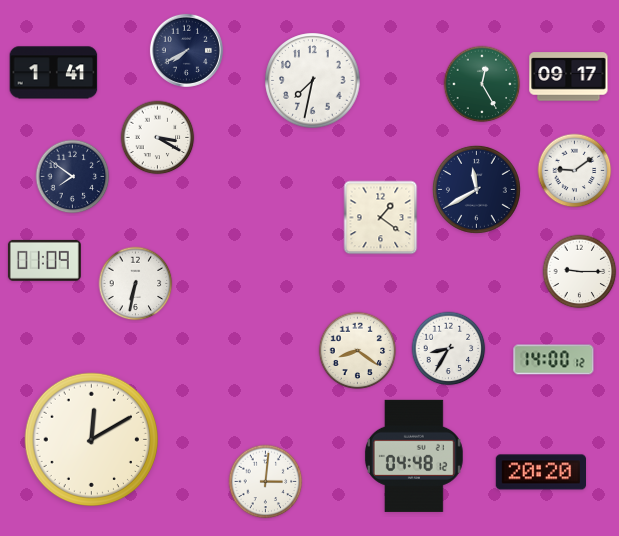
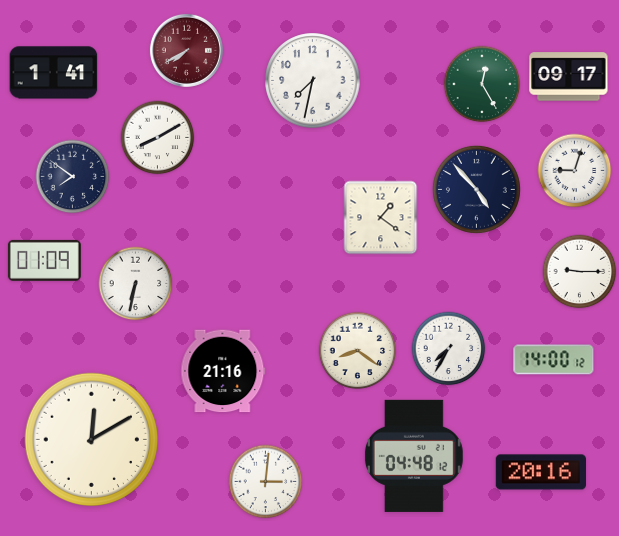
clock at (186, 50) dial: navy -> burgundy
clock at (158, 138): 3:20 -> 8:10
clock at (575, 171): 9:09 -> 9:03
clock at (476, 189): 11:40 -> 4:53
clock at (449, 349): 8:35 -> 7:35
clock at (223, 371): none -> 21:16
clock at (540, 472): 20:20 -> 20:16
